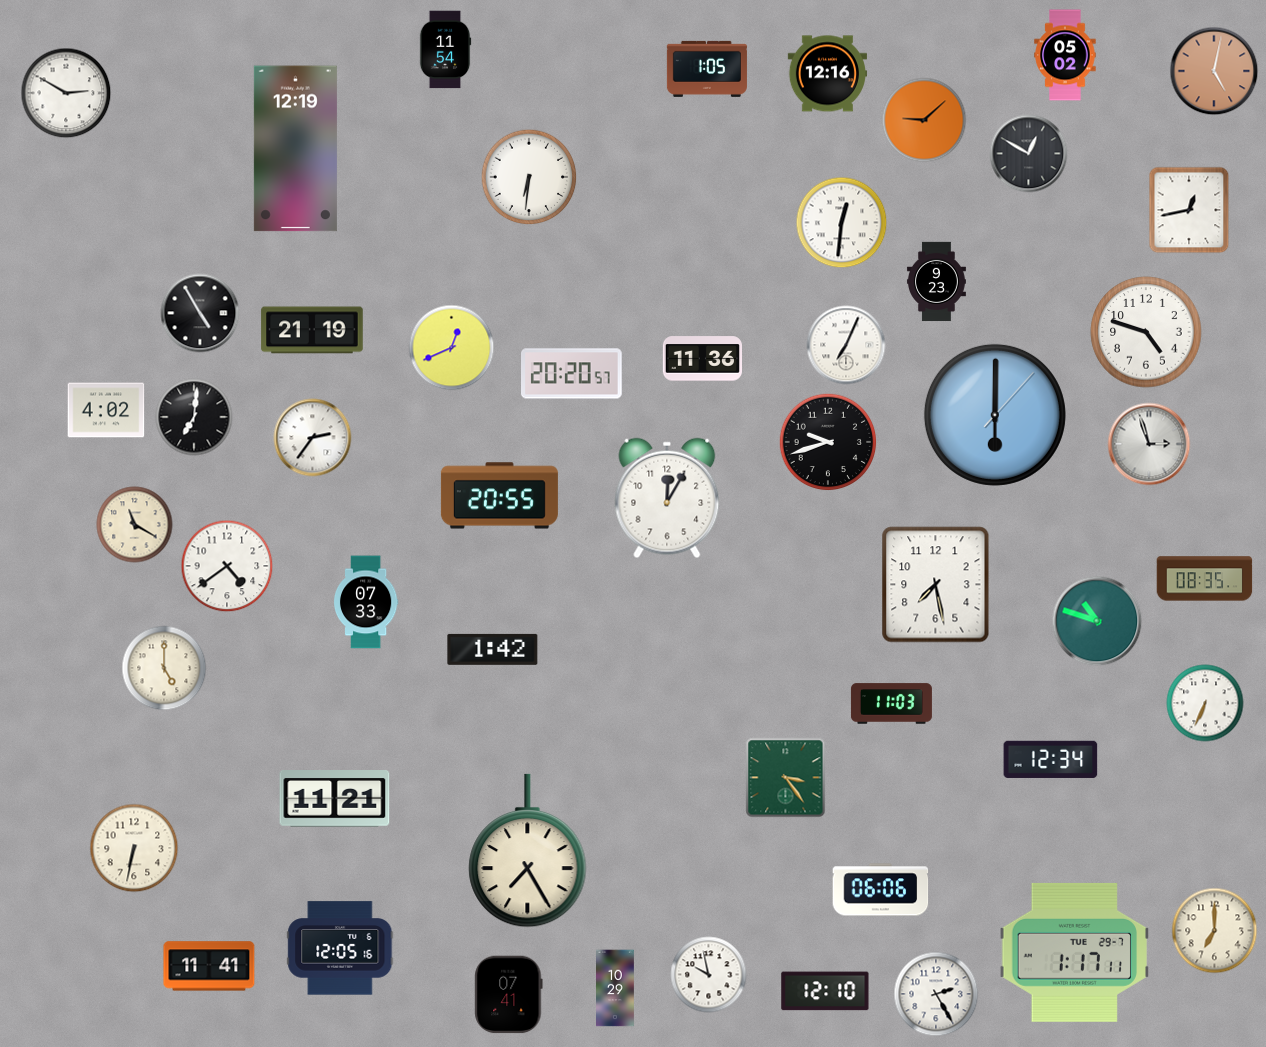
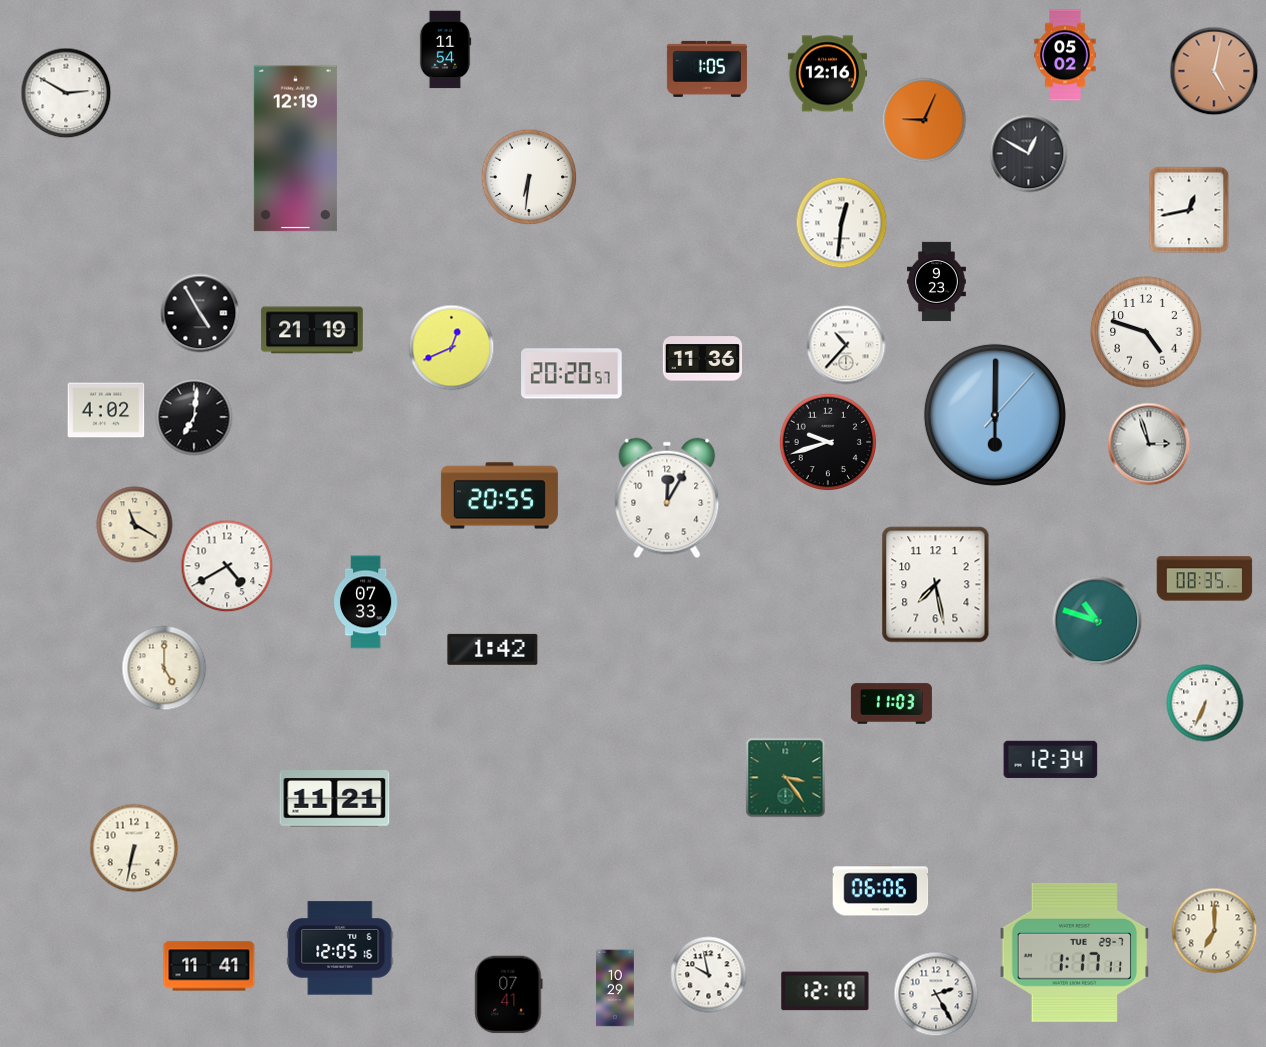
clock at (924, 120): 9:08 -> 9:04
clock at (846, 345): 7:04 -> 10:37
clock at (313, 438): 2:36 -> none
clock at (227, 566): 4:39 -> 4:40
clock at (528, 851): 7:25 -> none
